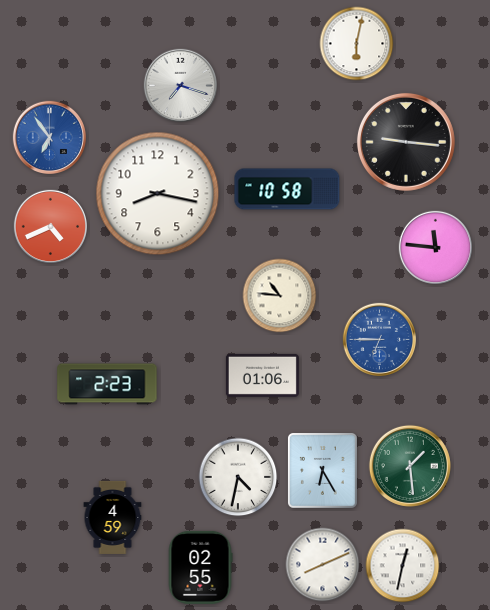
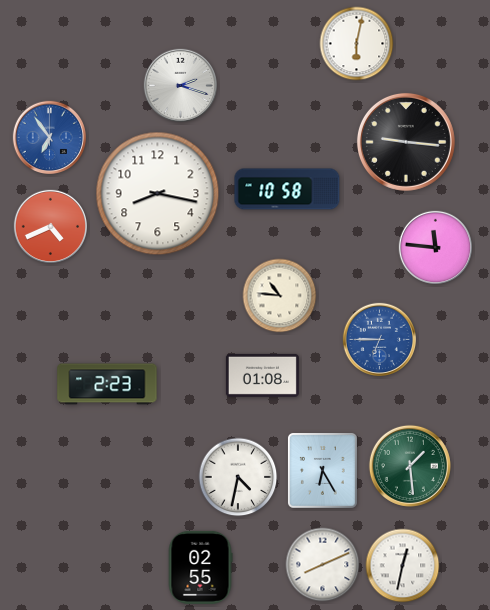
clock at (180, 85): 7:18 -> 2:18
clock at (262, 375): 01:06 -> 01:08
clock at (113, 517): 4:59 -> none
